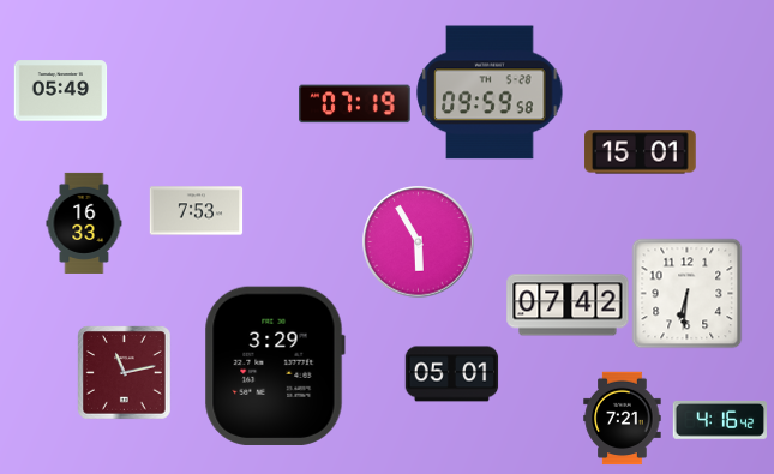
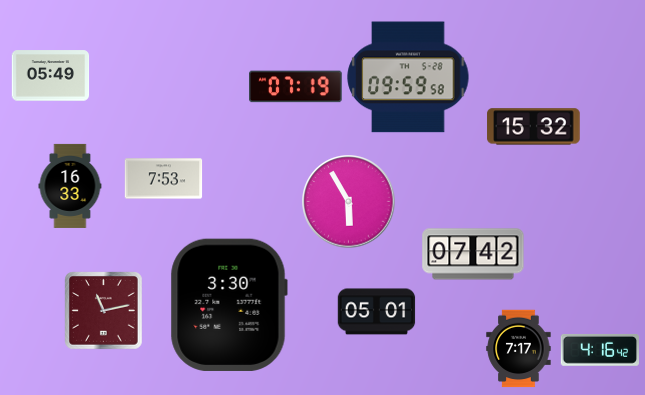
clock at (641, 152): 15:01 -> 15:32
clock at (196, 211) position: (196, 211) -> (163, 179)
clock at (686, 293): 6:31 -> none
clock at (275, 366): 3:29 -> 3:30
clock at (623, 418): 7:21 -> 7:17
